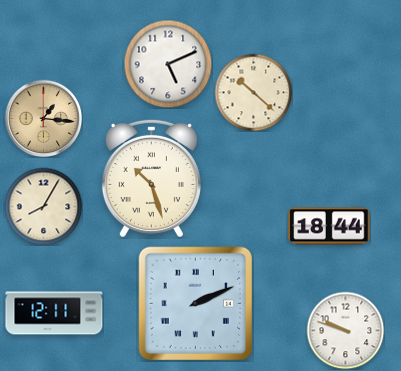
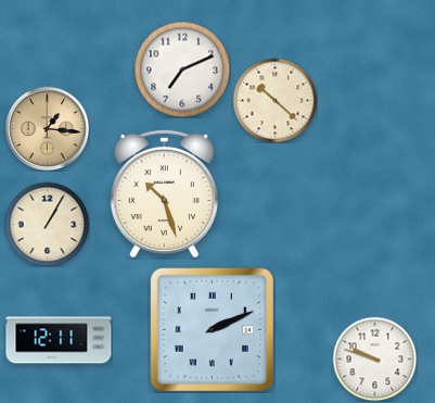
clock at (168, 64): 5:11 -> 7:11
clock at (43, 206): 8:05 -> 1:05
clock at (329, 226): 18:44 -> none
